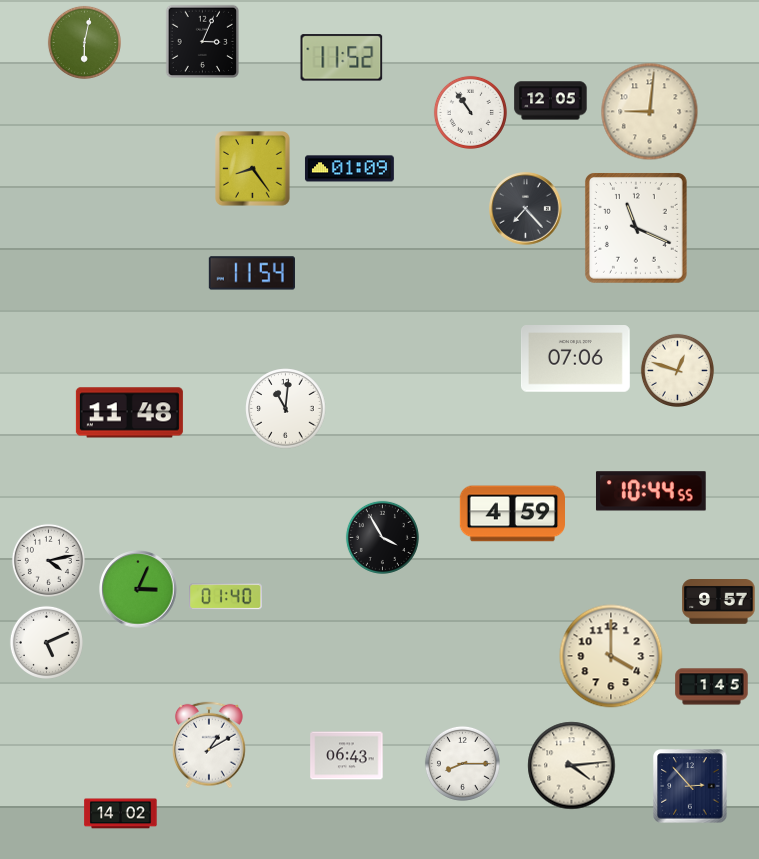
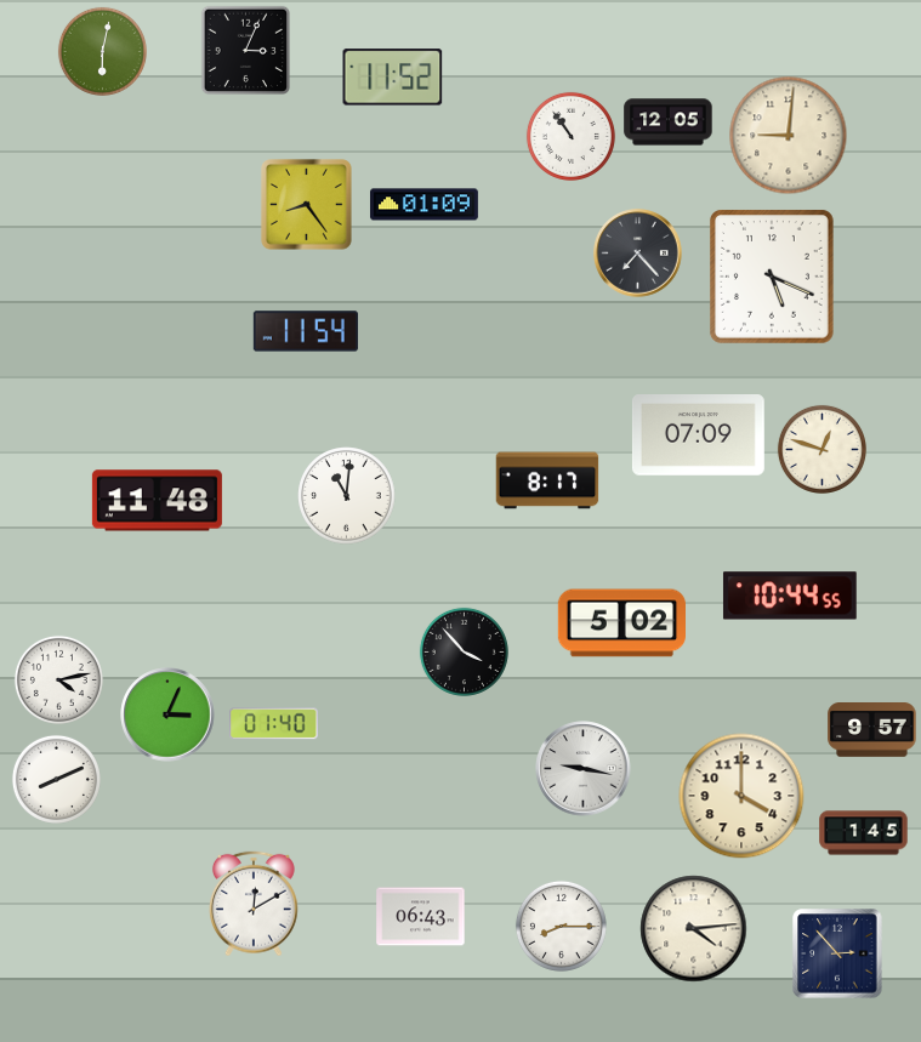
clock at (342, 58) position: (342, 58) -> (393, 78)
clock at (636, 228): 11:19 -> 5:19
clock at (575, 359): 07:06 -> 07:09
clock at (547, 480): none -> 8:17
clock at (512, 514): 4:59 -> 5:02
clock at (382, 537): 3:55 -> 3:53
clock at (584, 769): none -> 9:17
clock at (46, 642): 5:11 -> 8:11
clock at (209, 745): 1:10 -> 12:10
clock at (121, 814): 14:02 -> none
